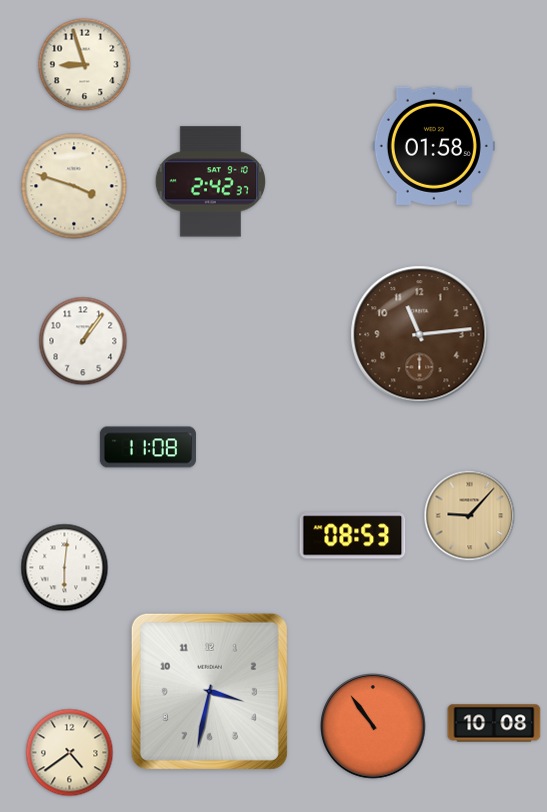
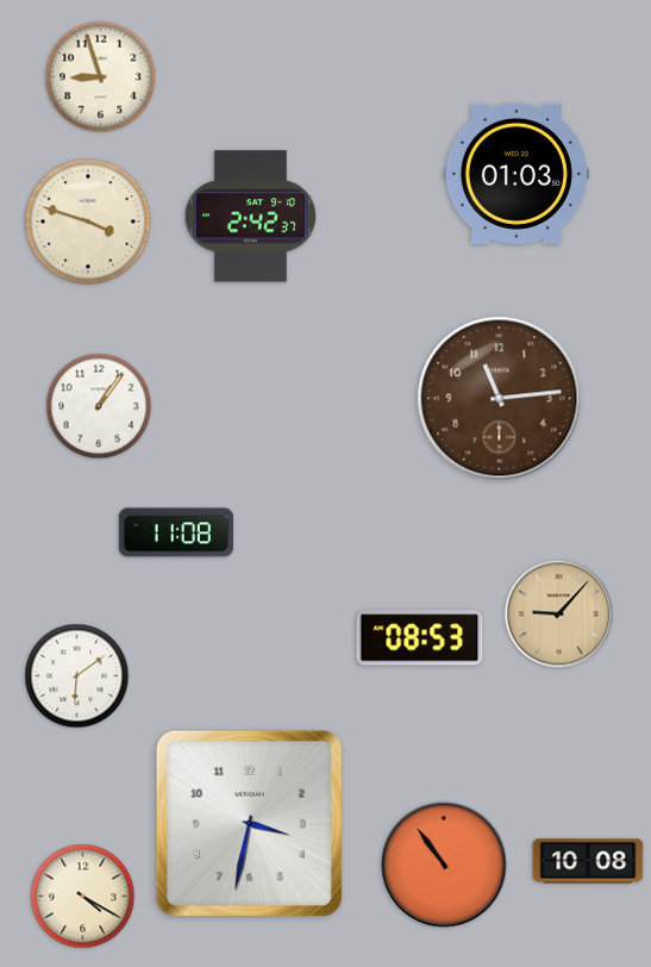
clock at (434, 146): 01:58 -> 01:03
clock at (65, 568): 6:01 -> 6:09
clock at (70, 753): 4:39 -> 4:20
